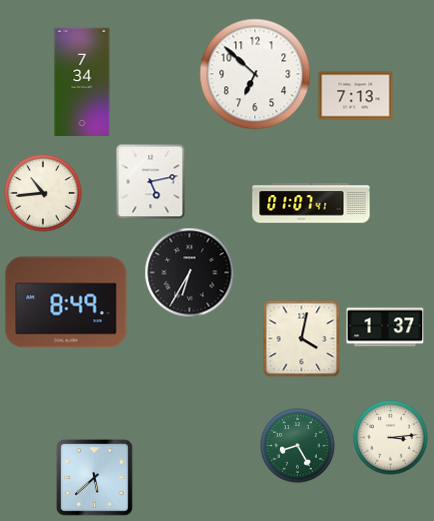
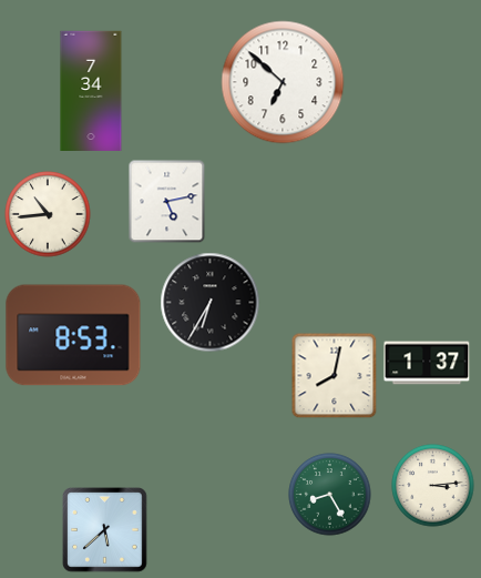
clock at (356, 96): 7:13 -> none
clock at (311, 203): 01:07 -> none
clock at (66, 302): 8:49 -> 8:53
clock at (302, 339): 4:02 -> 8:02
